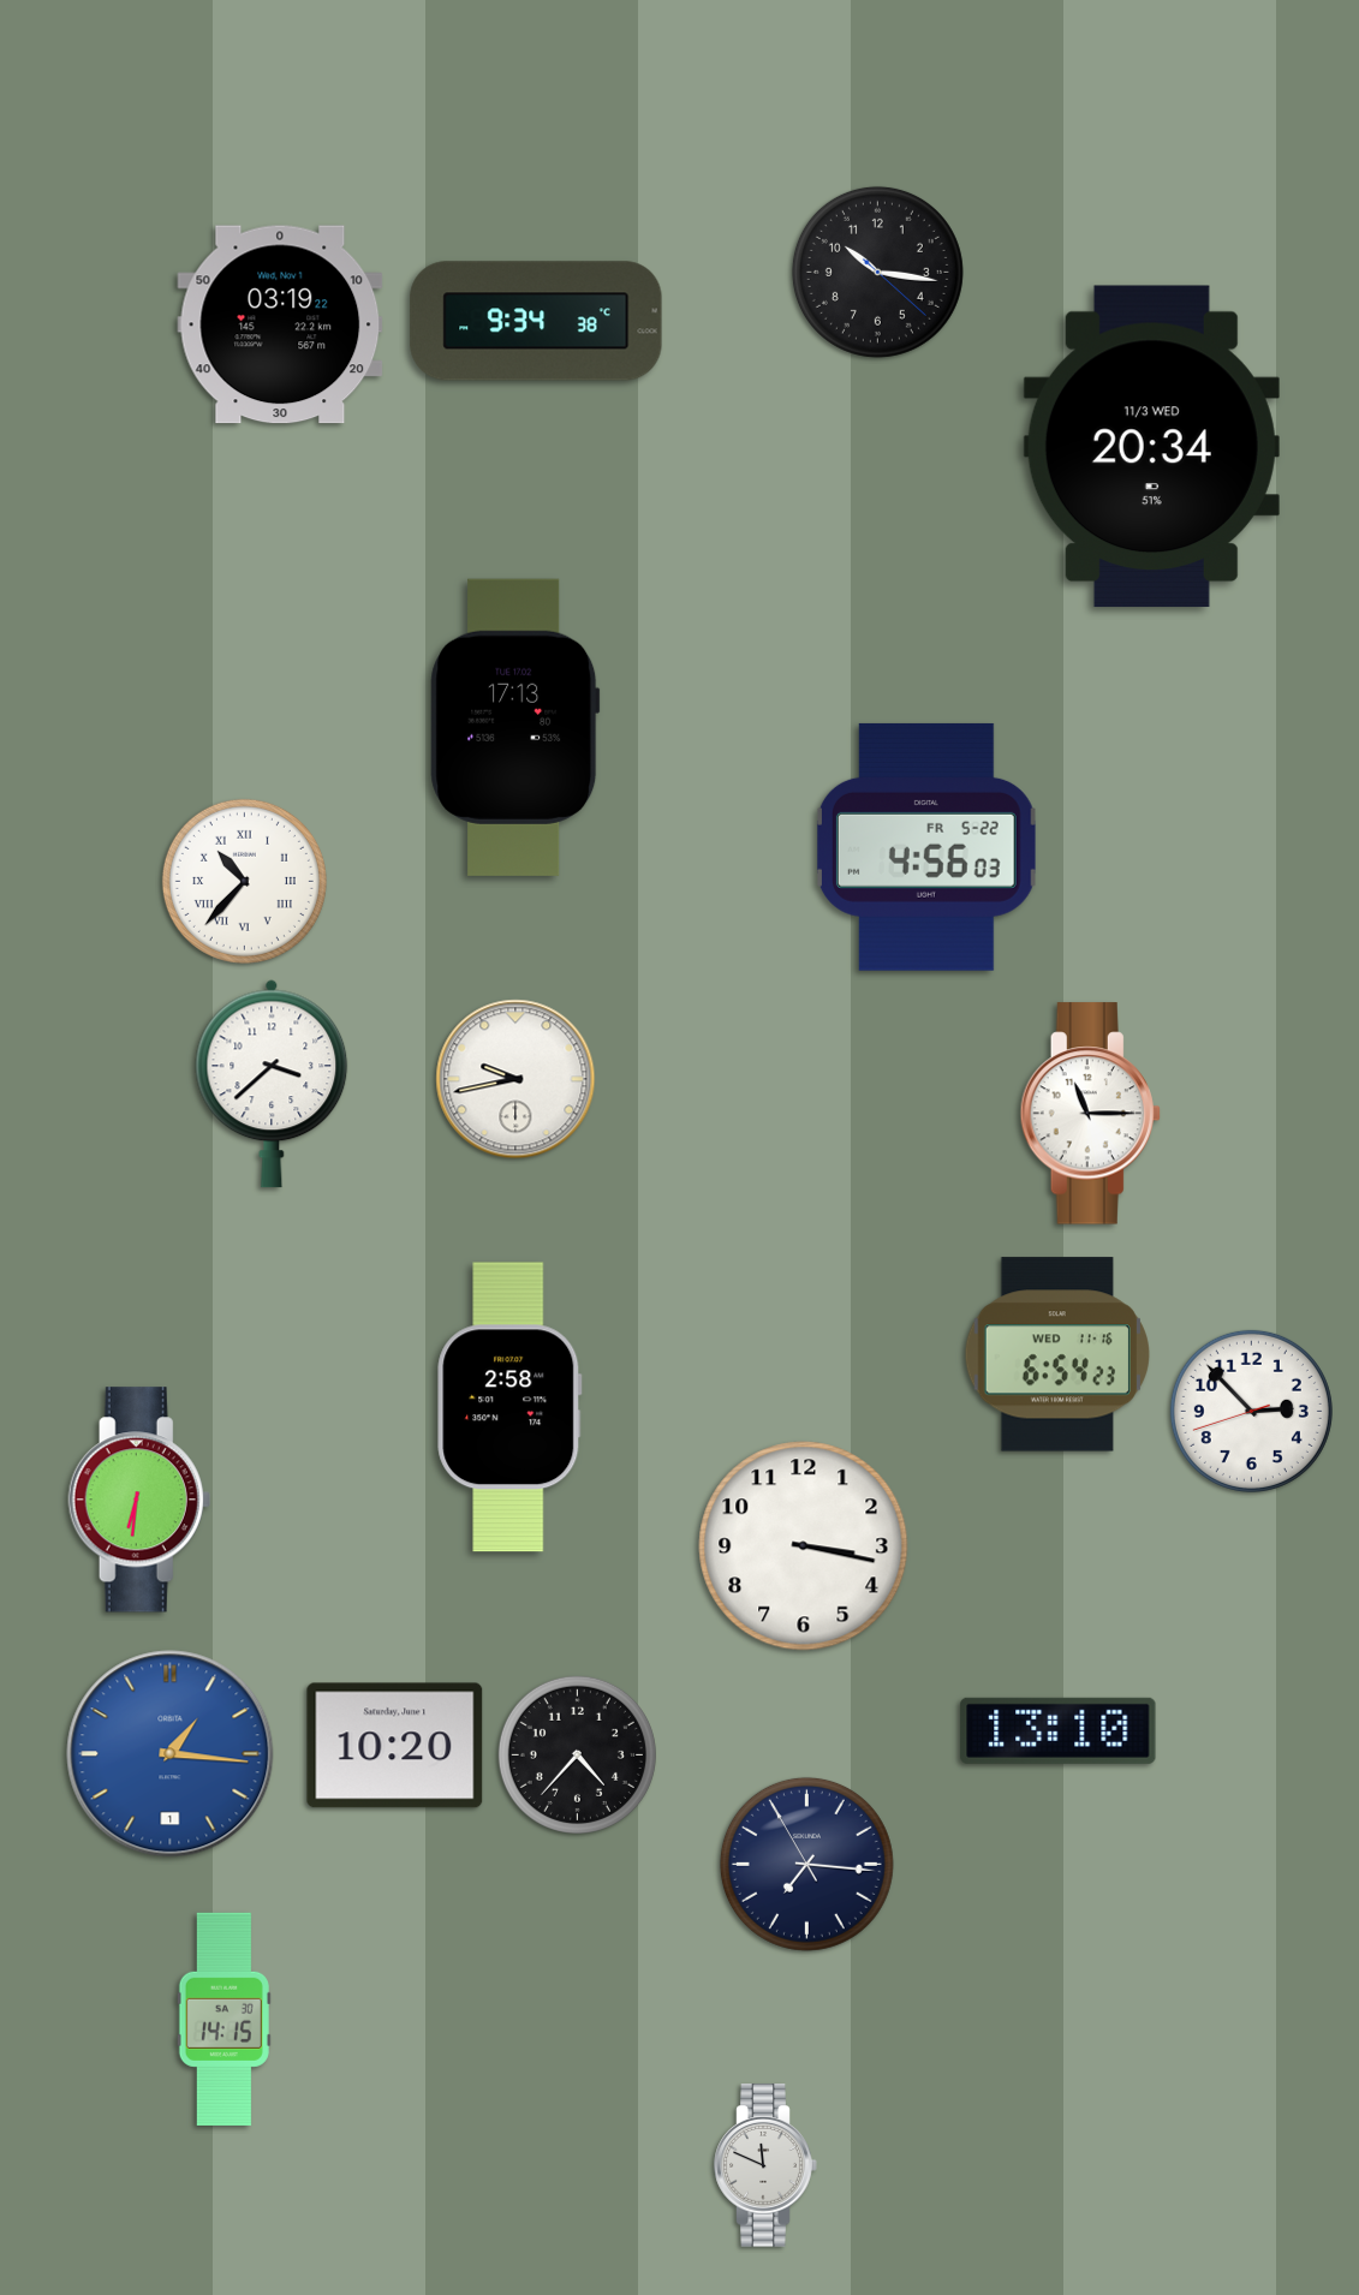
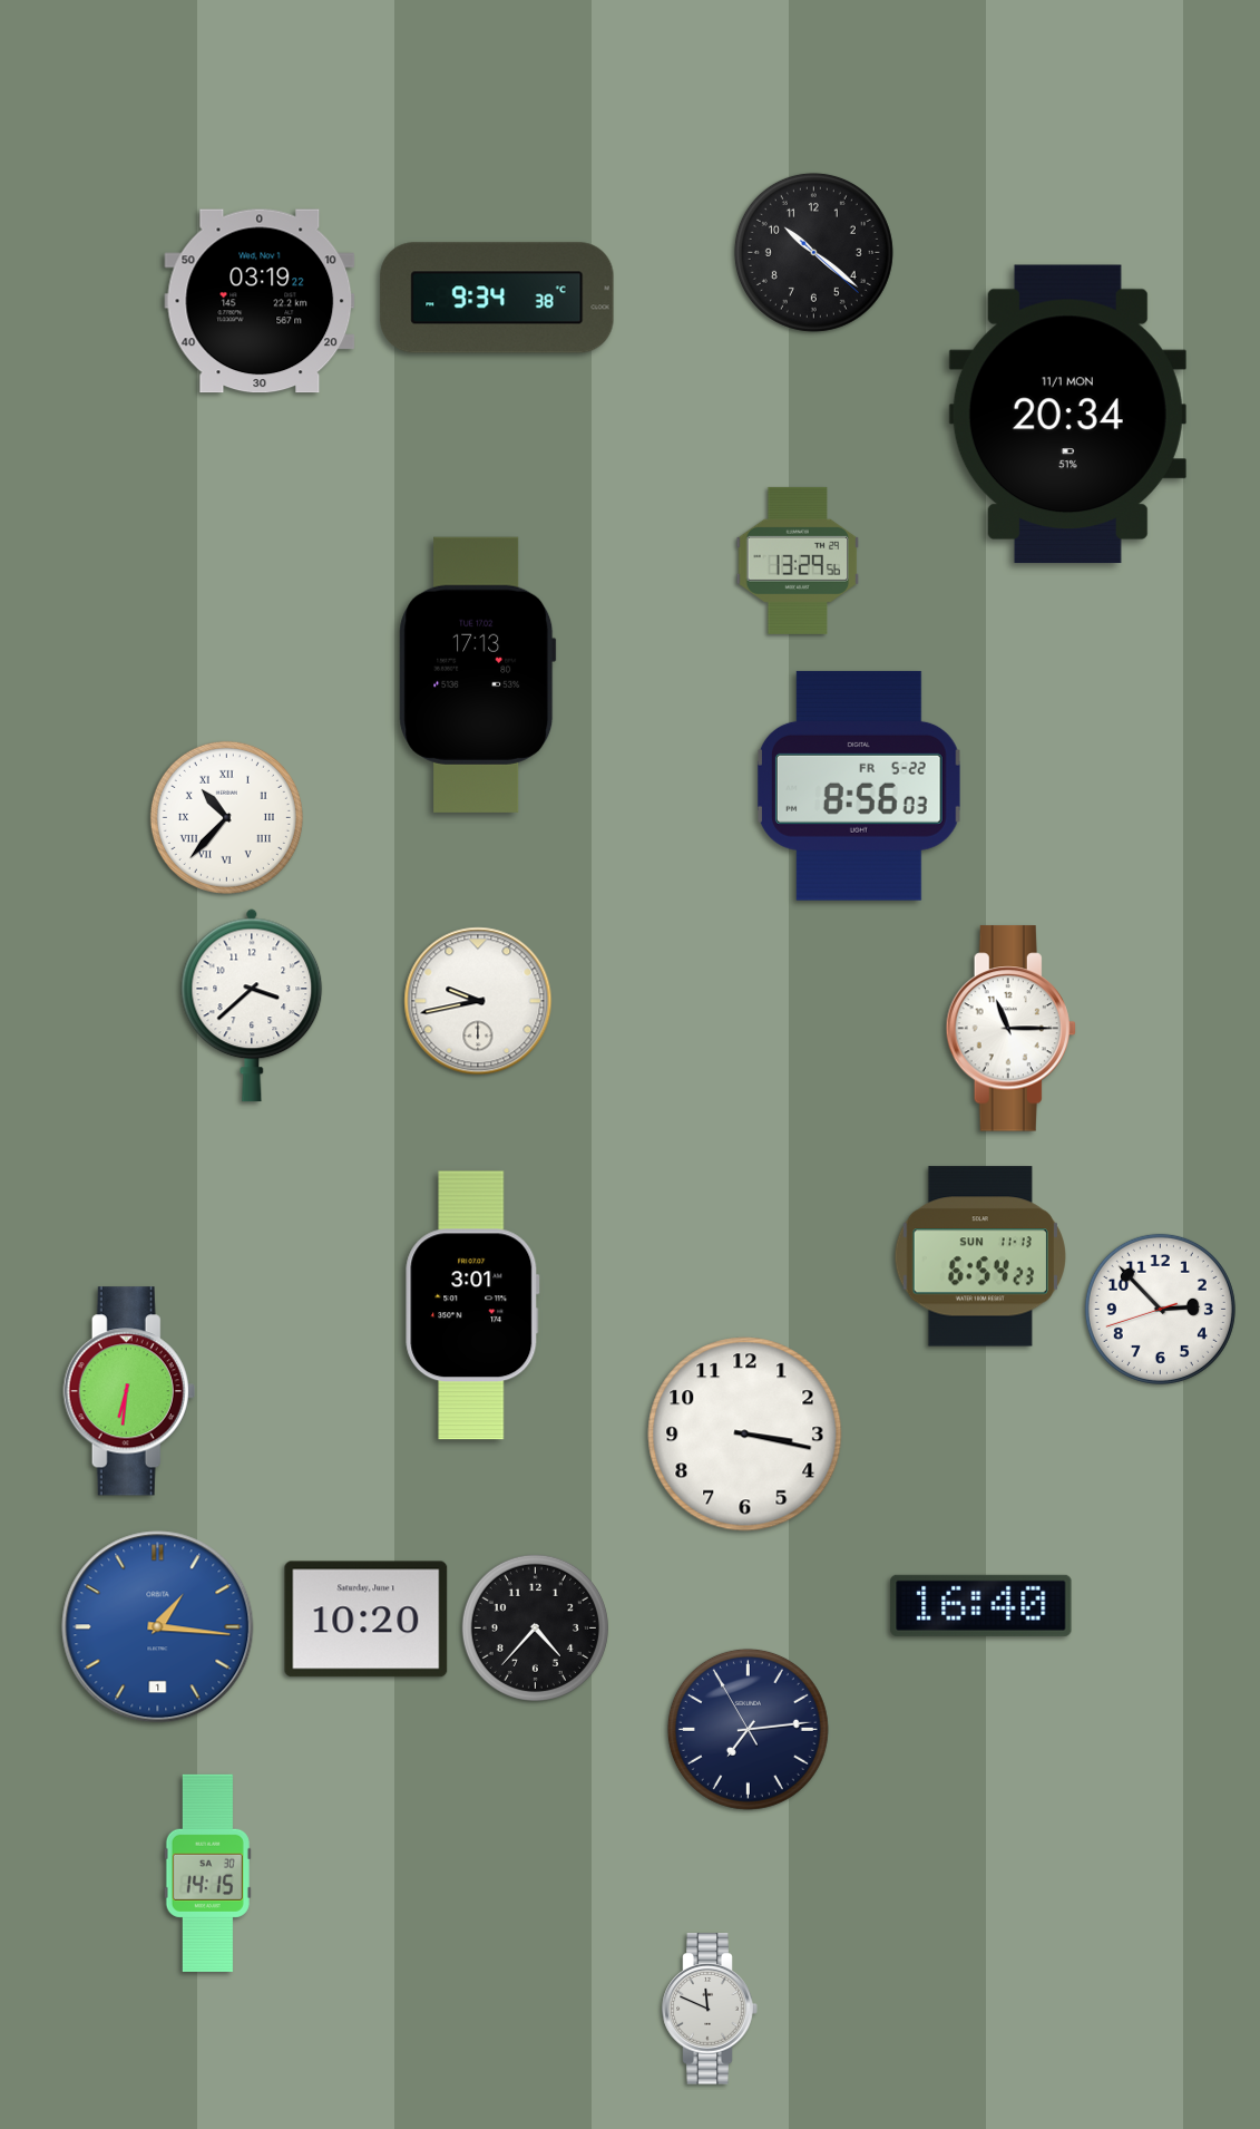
clock at (877, 272): 10:16 -> 10:21
clock at (1151, 447) date: 11/3 WED -> 11/1 MON
clock at (798, 561): none -> 13:29
clock at (926, 847): 4:56 -> 8:56
clock at (1090, 1114) position: (1090, 1114) -> (1010, 1029)
clock at (1057, 1354) date: WED 11-16 -> SUN 11-13
clock at (509, 1407): 2:58 -> 3:01
clock at (1059, 1730): 13:10 -> 16:40
clock at (806, 1864): 7:15 -> 7:13
